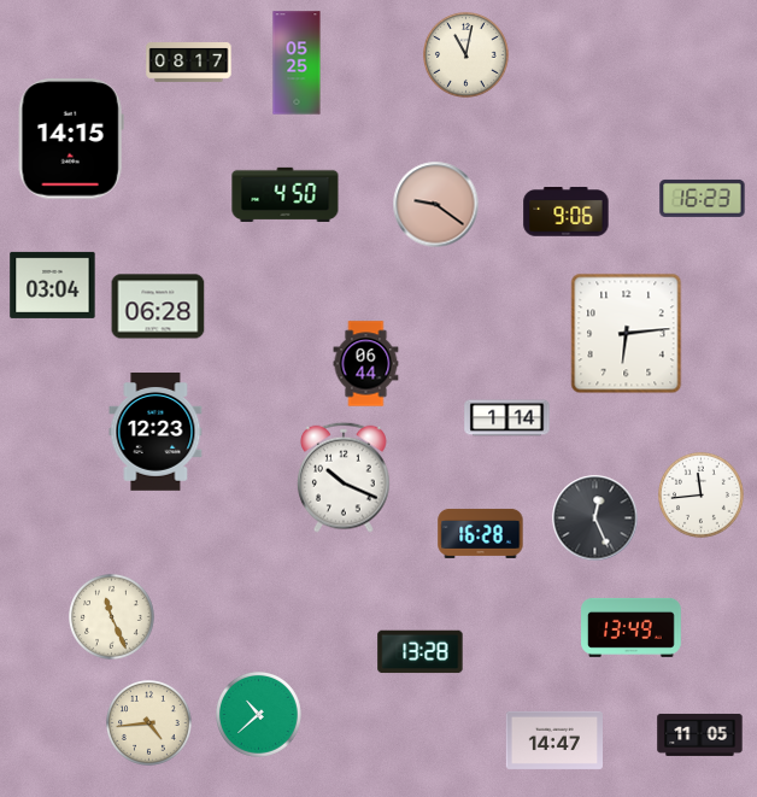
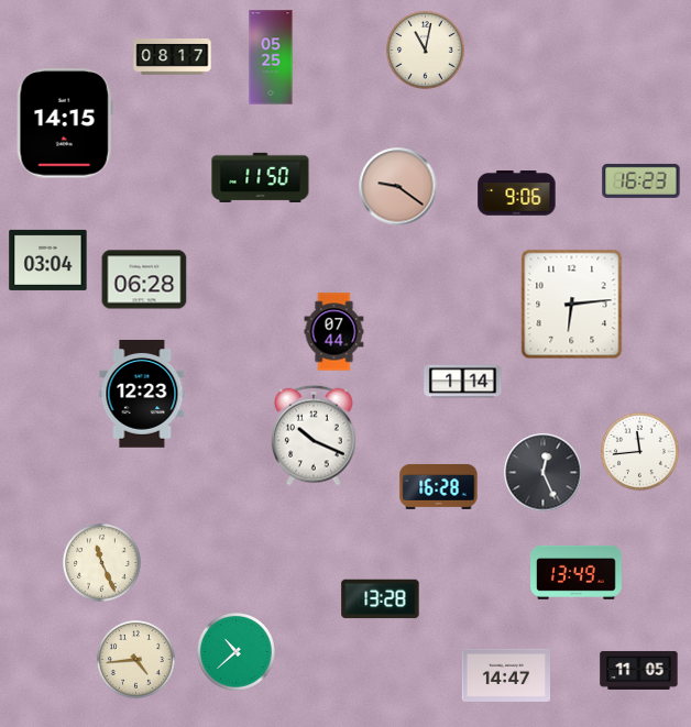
clock at (71, 139) position: (71, 139) -> (65, 123)
clock at (286, 194): 4:50 -> 11:50
clock at (366, 364): 06:44 -> 07:44
clock at (421, 652) position: (421, 652) -> (381, 599)
